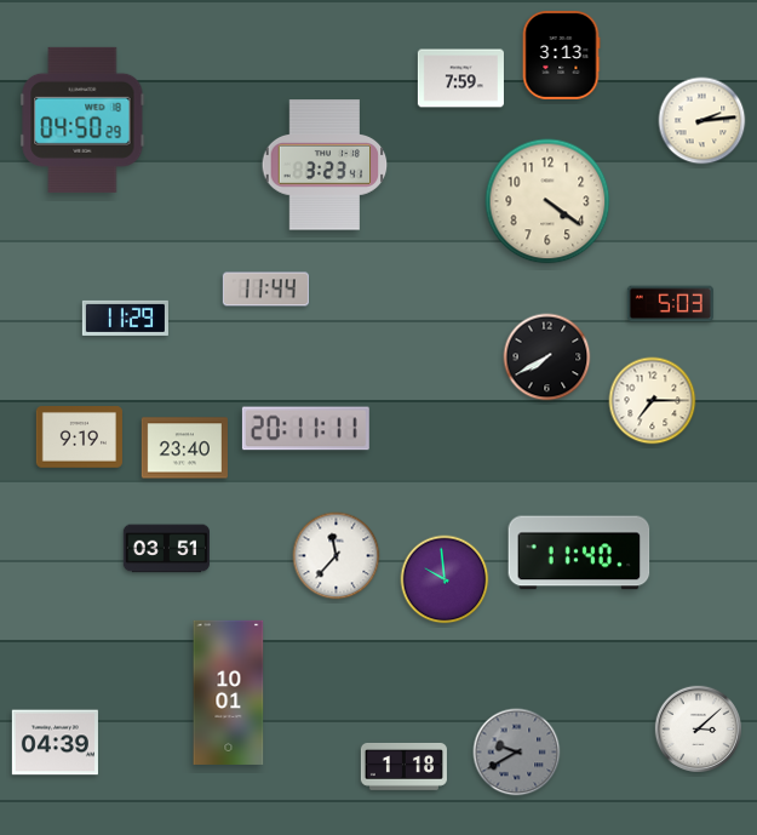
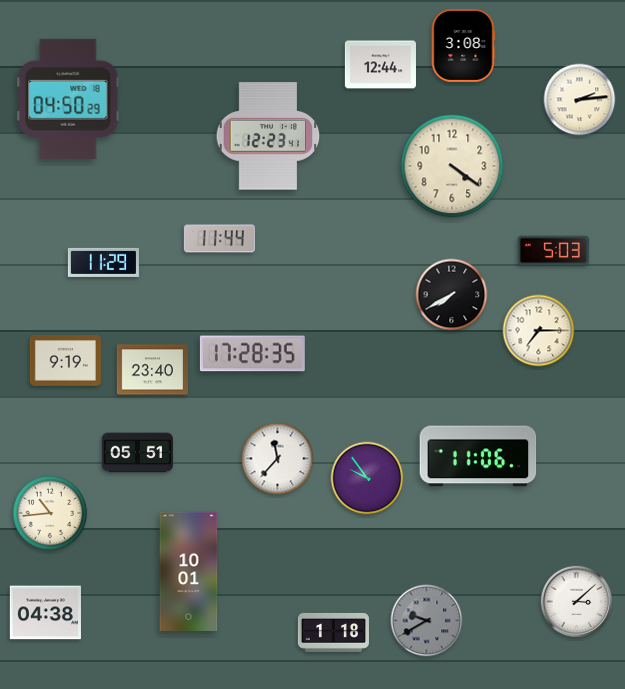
clock at (561, 55): 3:13 -> 3:08
clock at (460, 79): 7:59 -> 12:44
clock at (325, 165): 3:23 -> 12:23
clock at (305, 429): 20:11 -> 17:28
clock at (166, 549): 03:51 -> 05:51
clock at (579, 553): 11:40 -> 11:06
clock at (445, 579): 9:59 -> 9:54
clock at (50, 513): none -> 10:44
clock at (55, 743): 04:39 -> 04:38
